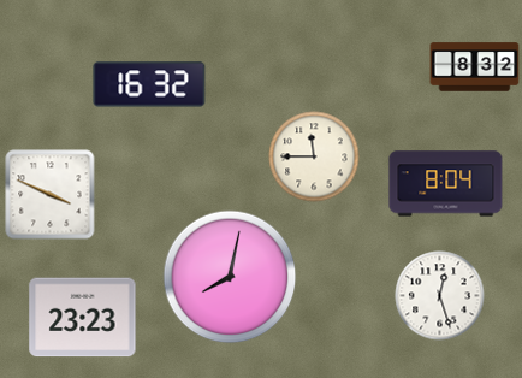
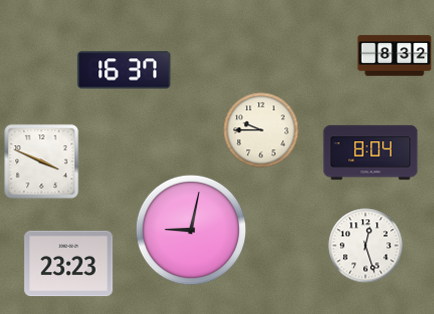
clock at (149, 84): 16:32 -> 16:37
clock at (314, 156): 11:45 -> 9:45
clock at (230, 277): 8:02 -> 9:02
